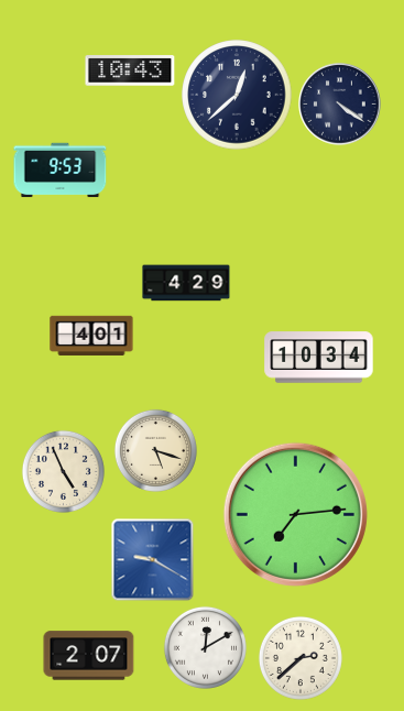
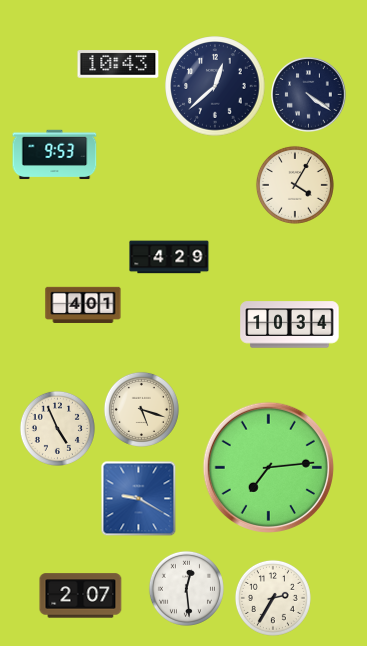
clock at (295, 185): none -> 4:05
clock at (153, 560) position: (153, 560) -> (139, 499)
clock at (205, 647): 12:10 -> 12:29
clock at (301, 658): 2:38 -> 2:35
